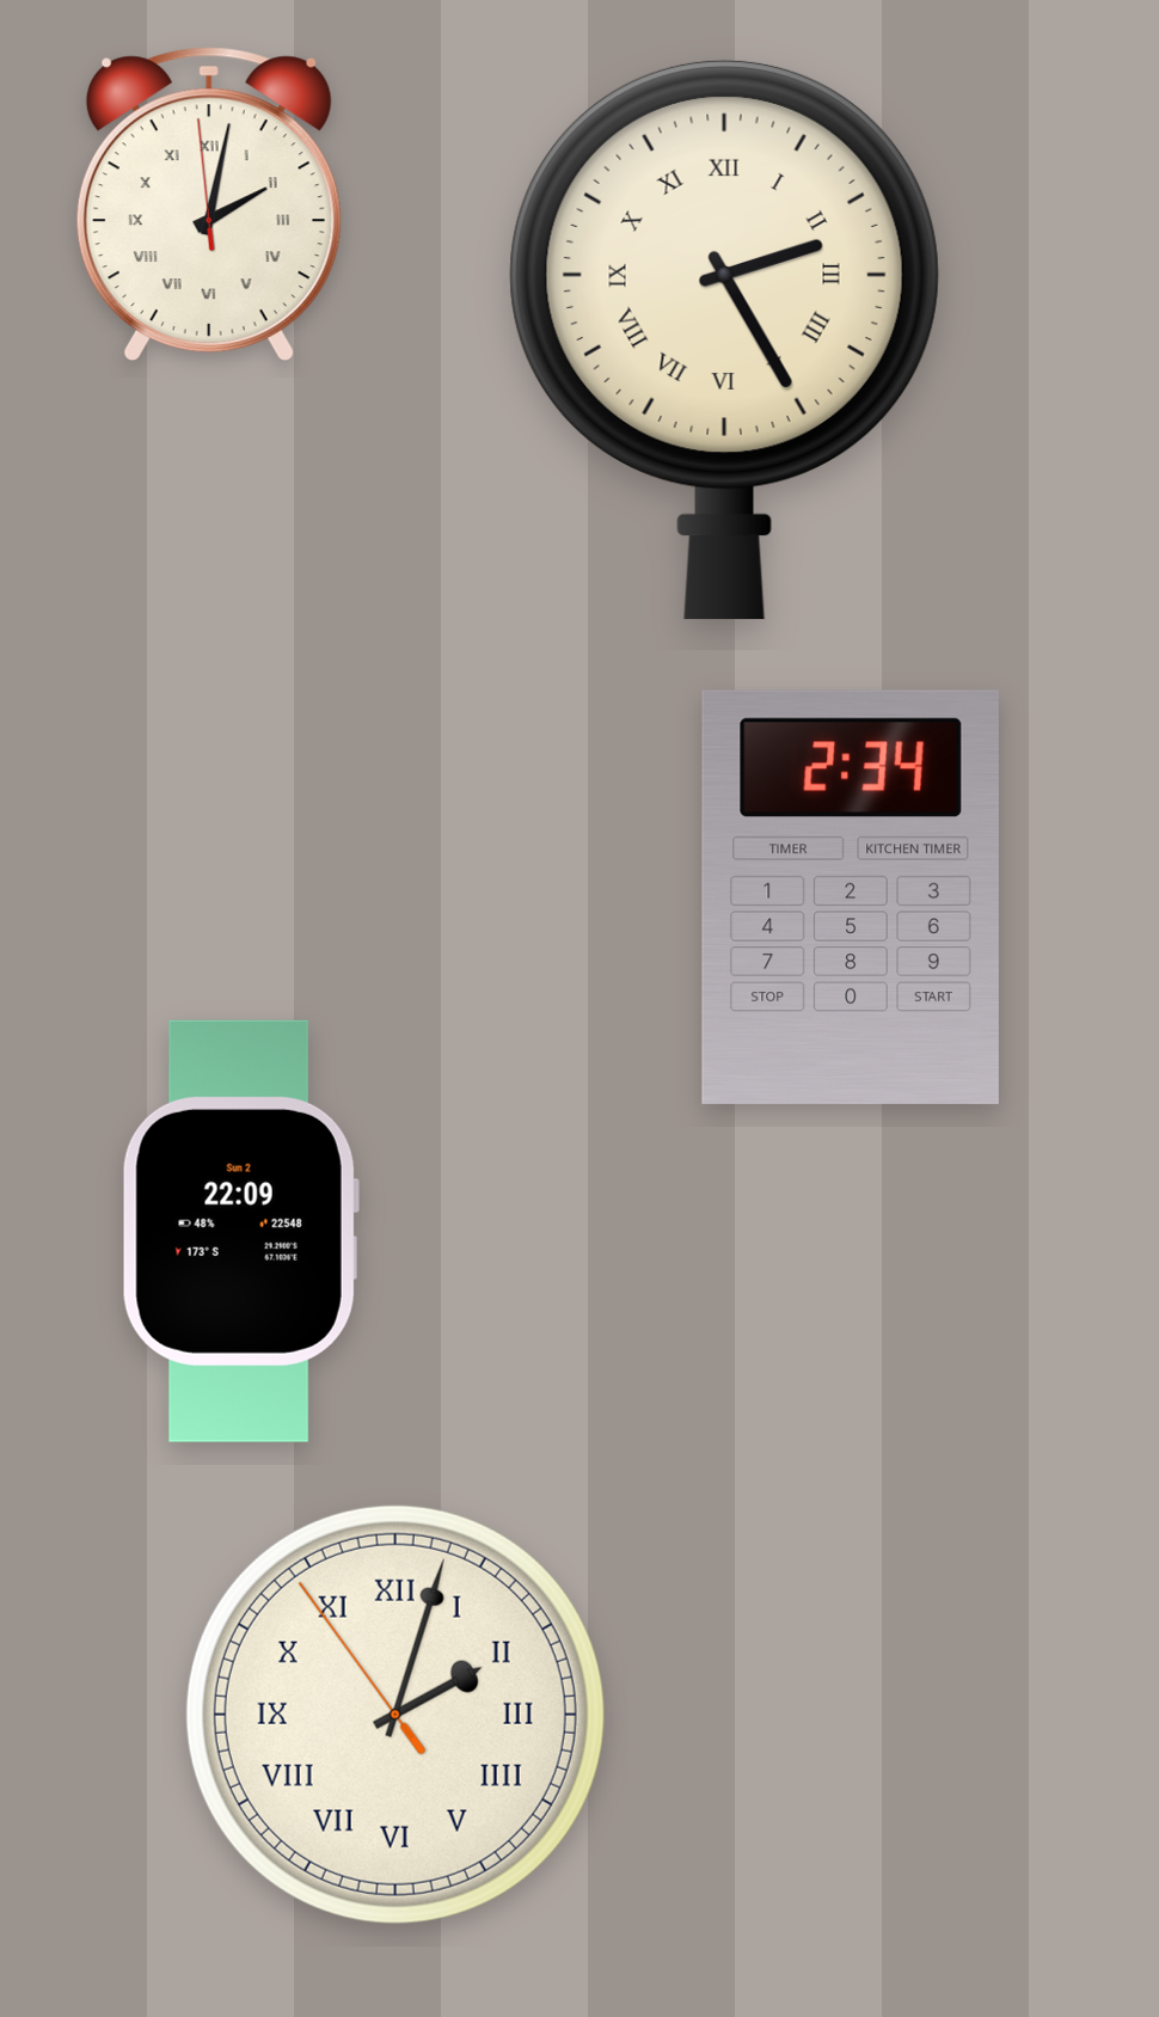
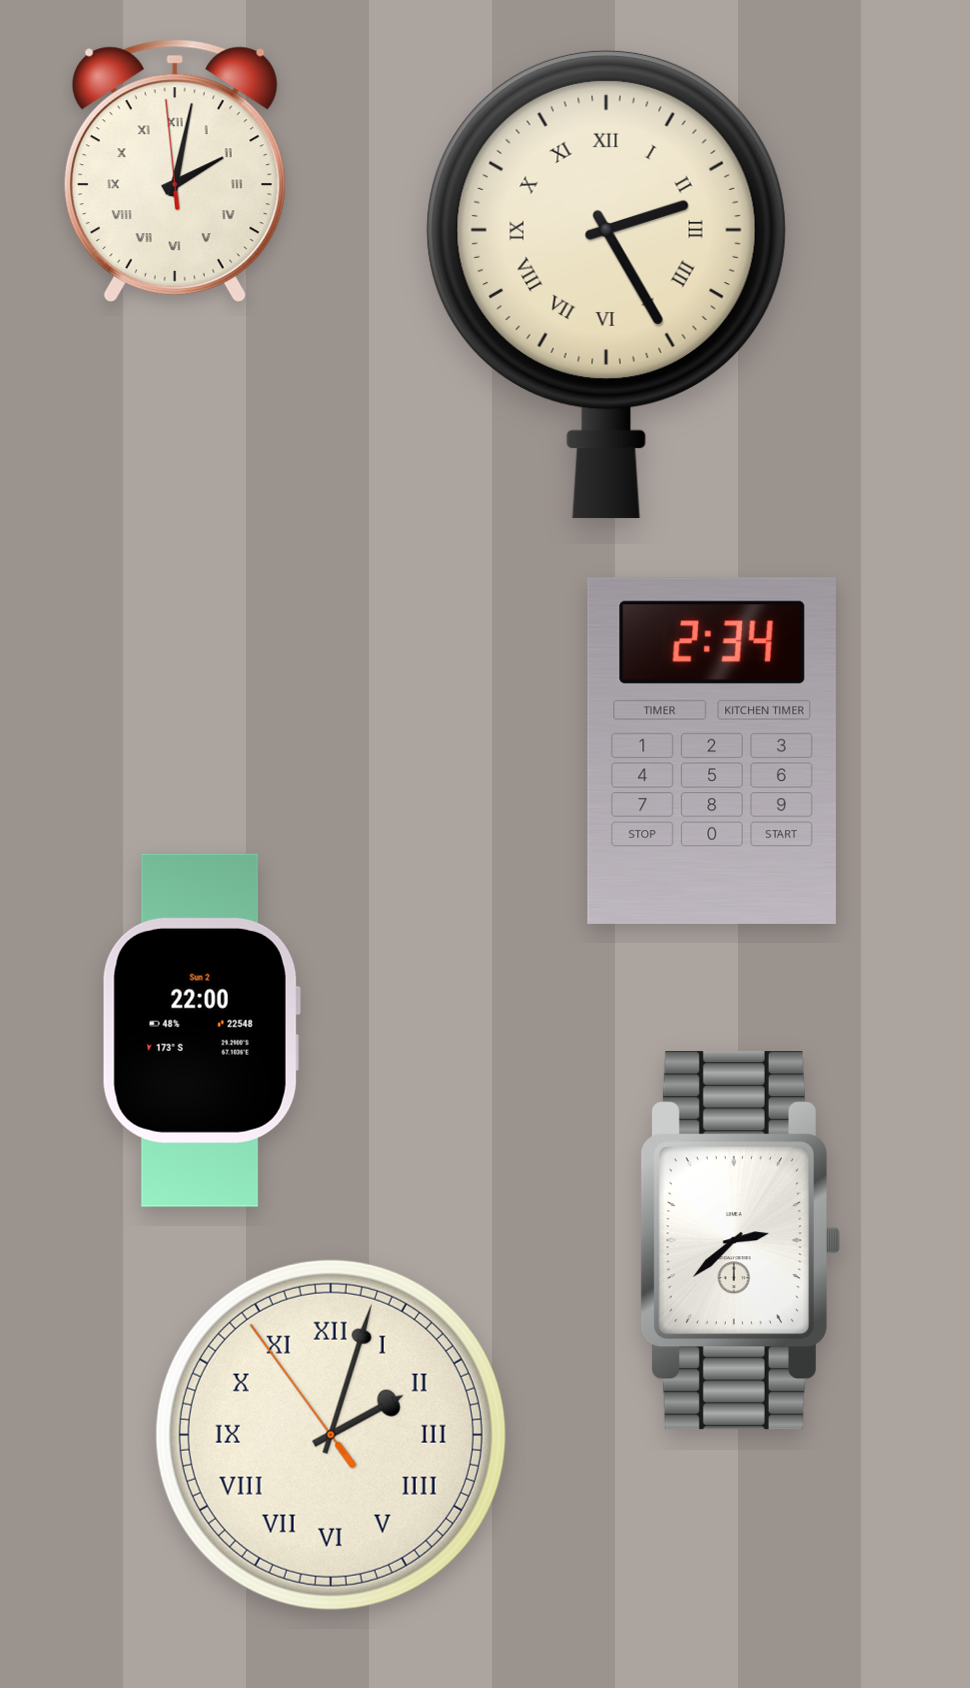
clock at (240, 1231): 22:09 -> 22:00
clock at (740, 1241): none -> 2:38
